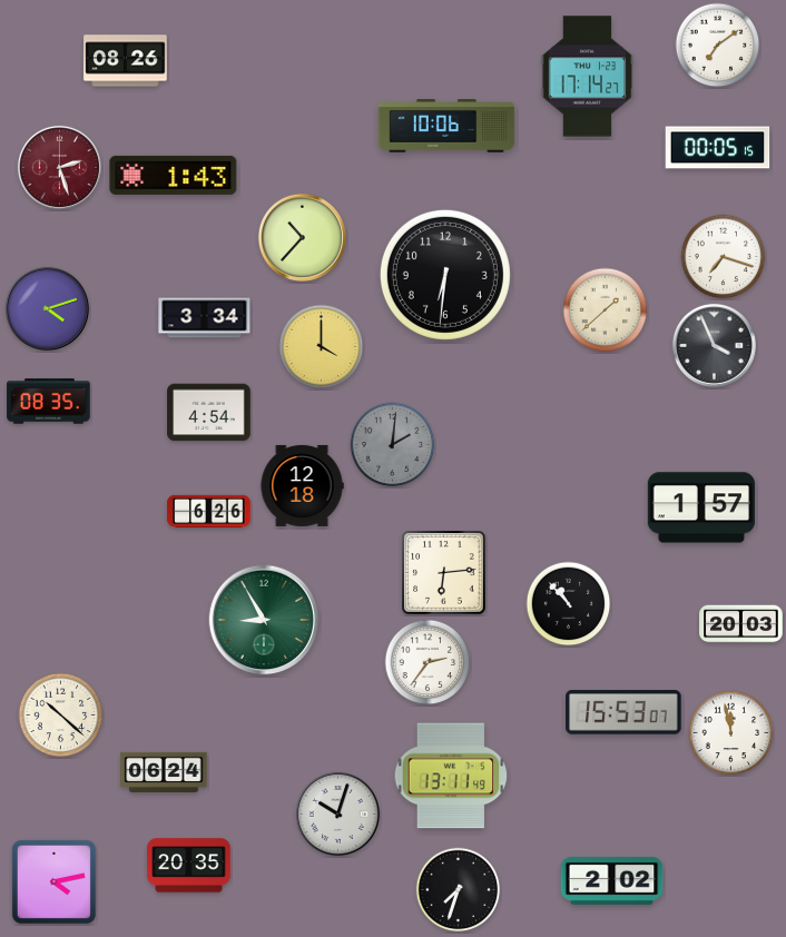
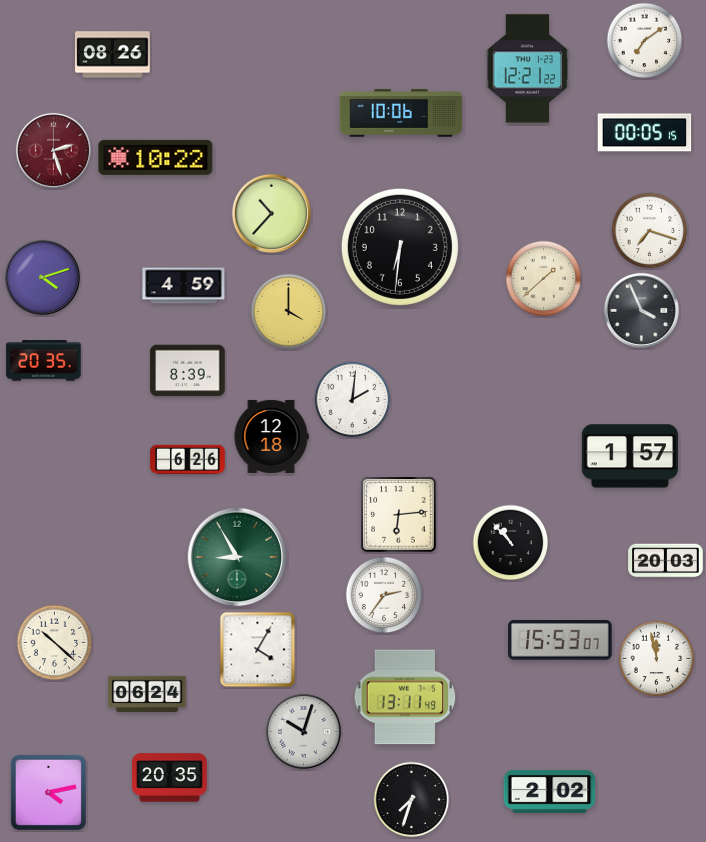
clock at (588, 77): 17:14 -> 12:21
clock at (174, 175): 1:43 -> 10:22
clock at (205, 318): 3:34 -> 4:59
clock at (49, 402): 08:35 -> 20:35
clock at (209, 413): 4:54 -> 8:39
clock at (393, 445) dial: grey -> white
clock at (258, 650): none -> 4:05
